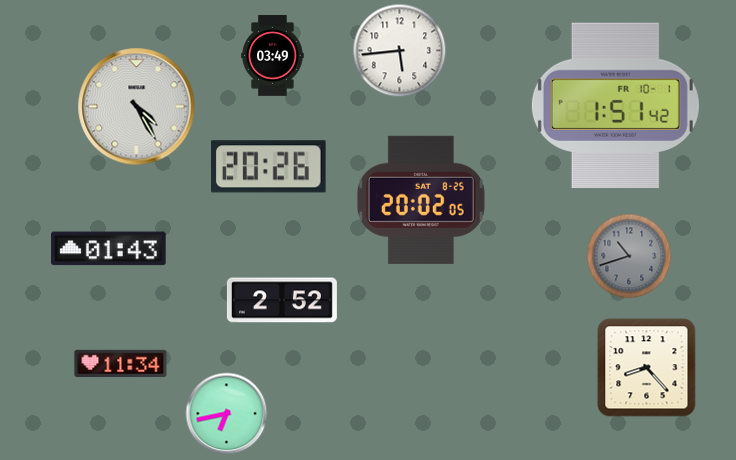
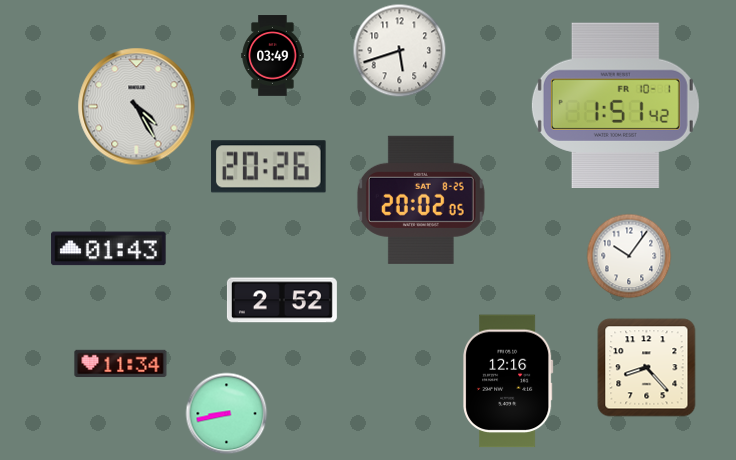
clock at (400, 51): 5:44 -> 5:42
clock at (629, 256): 10:42 -> 10:06
clock at (629, 256) dial: grey -> white
clock at (509, 381): none -> 12:16
clock at (227, 414): 6:43 -> 8:43
